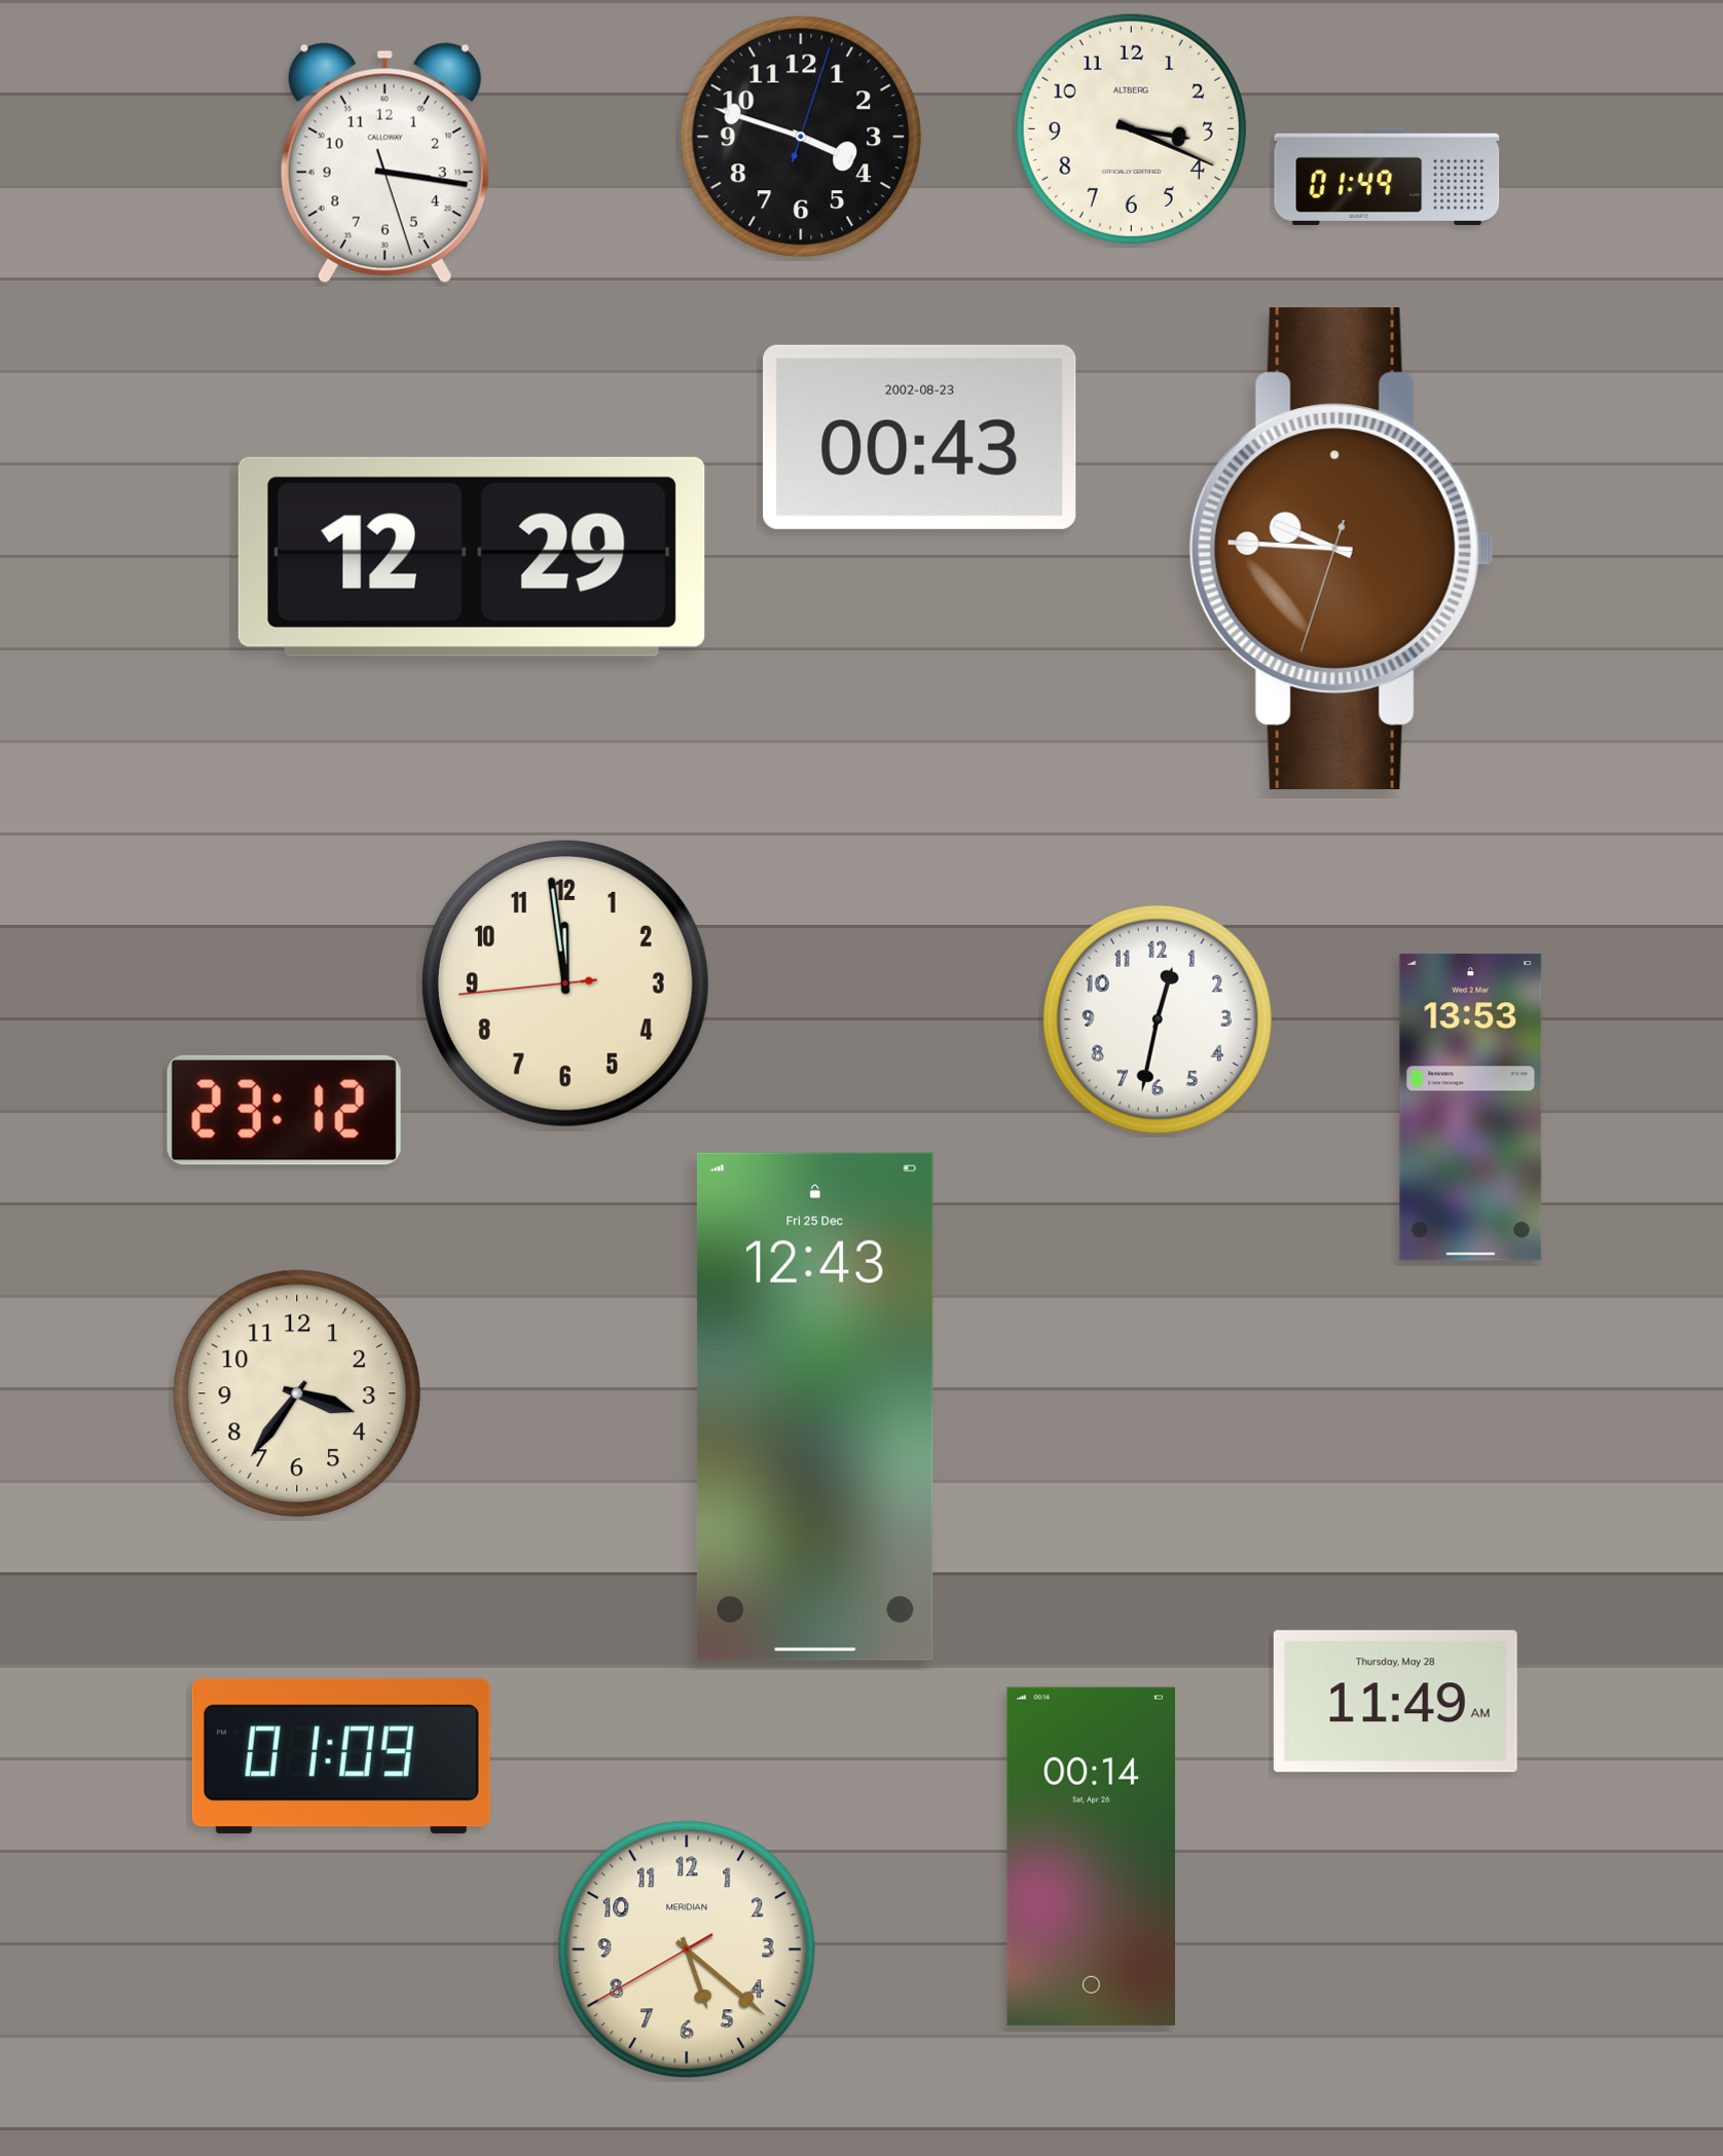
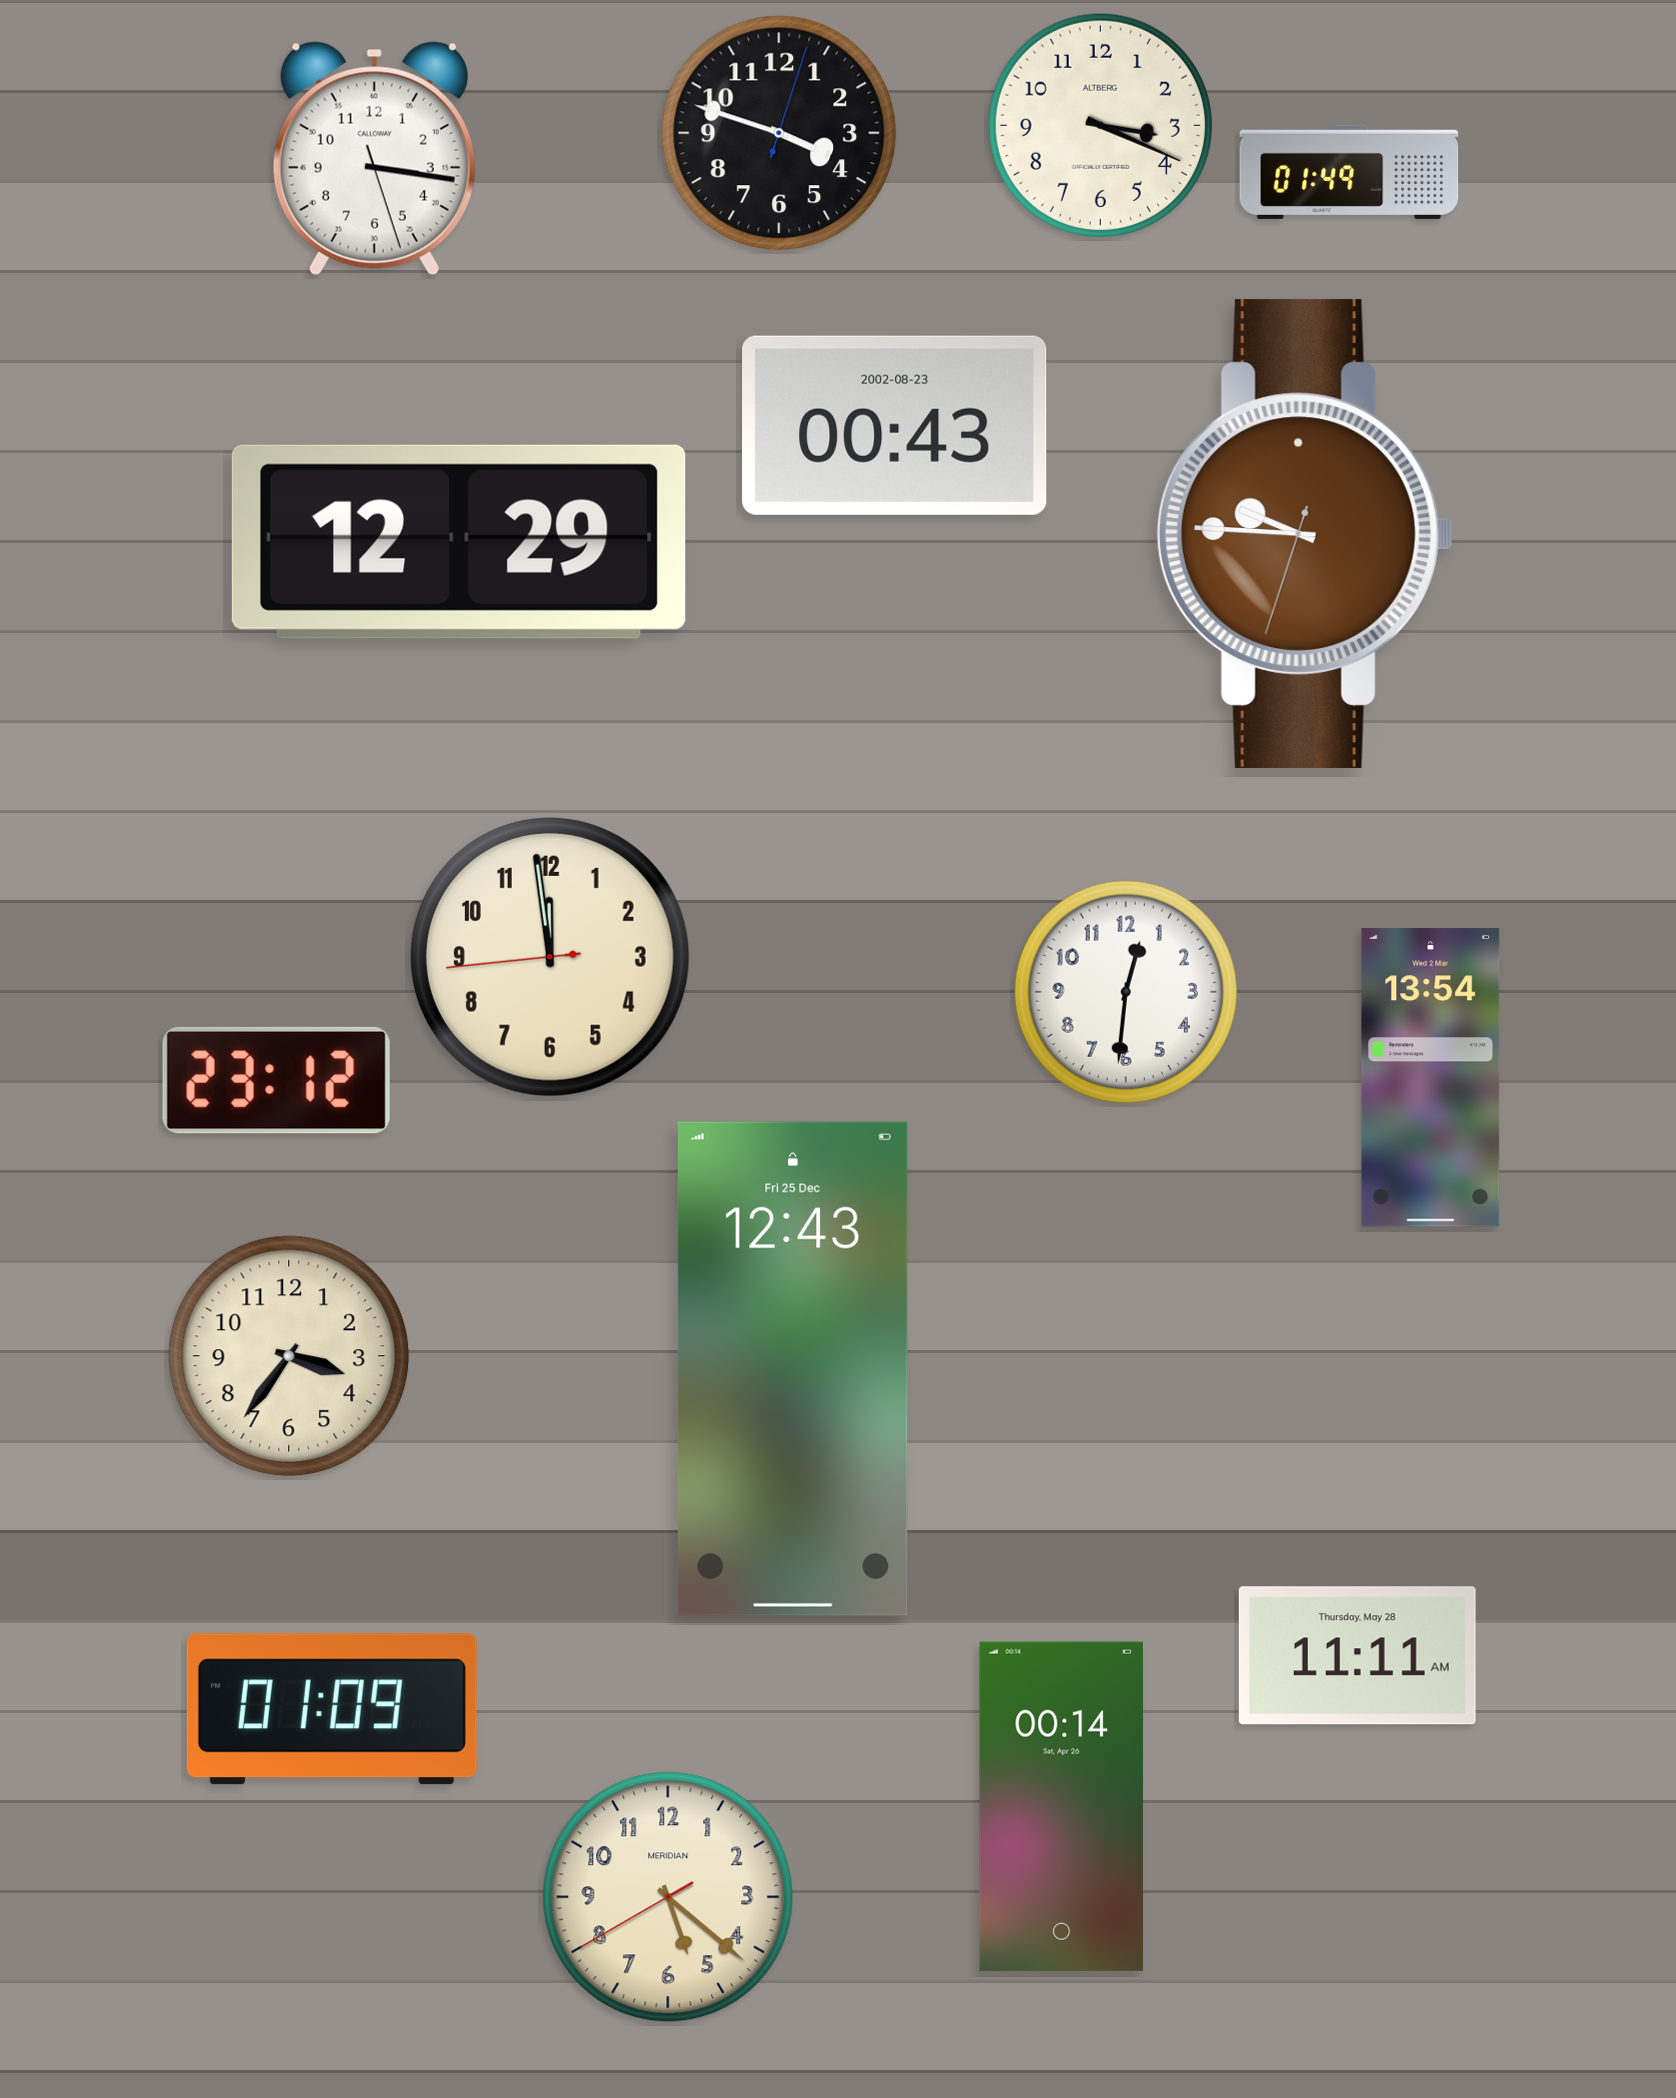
clock at (1158, 1019): 12:32 -> 12:31
clock at (1471, 1108): 13:53 -> 13:54
clock at (1395, 1702): 11:49 -> 11:11
